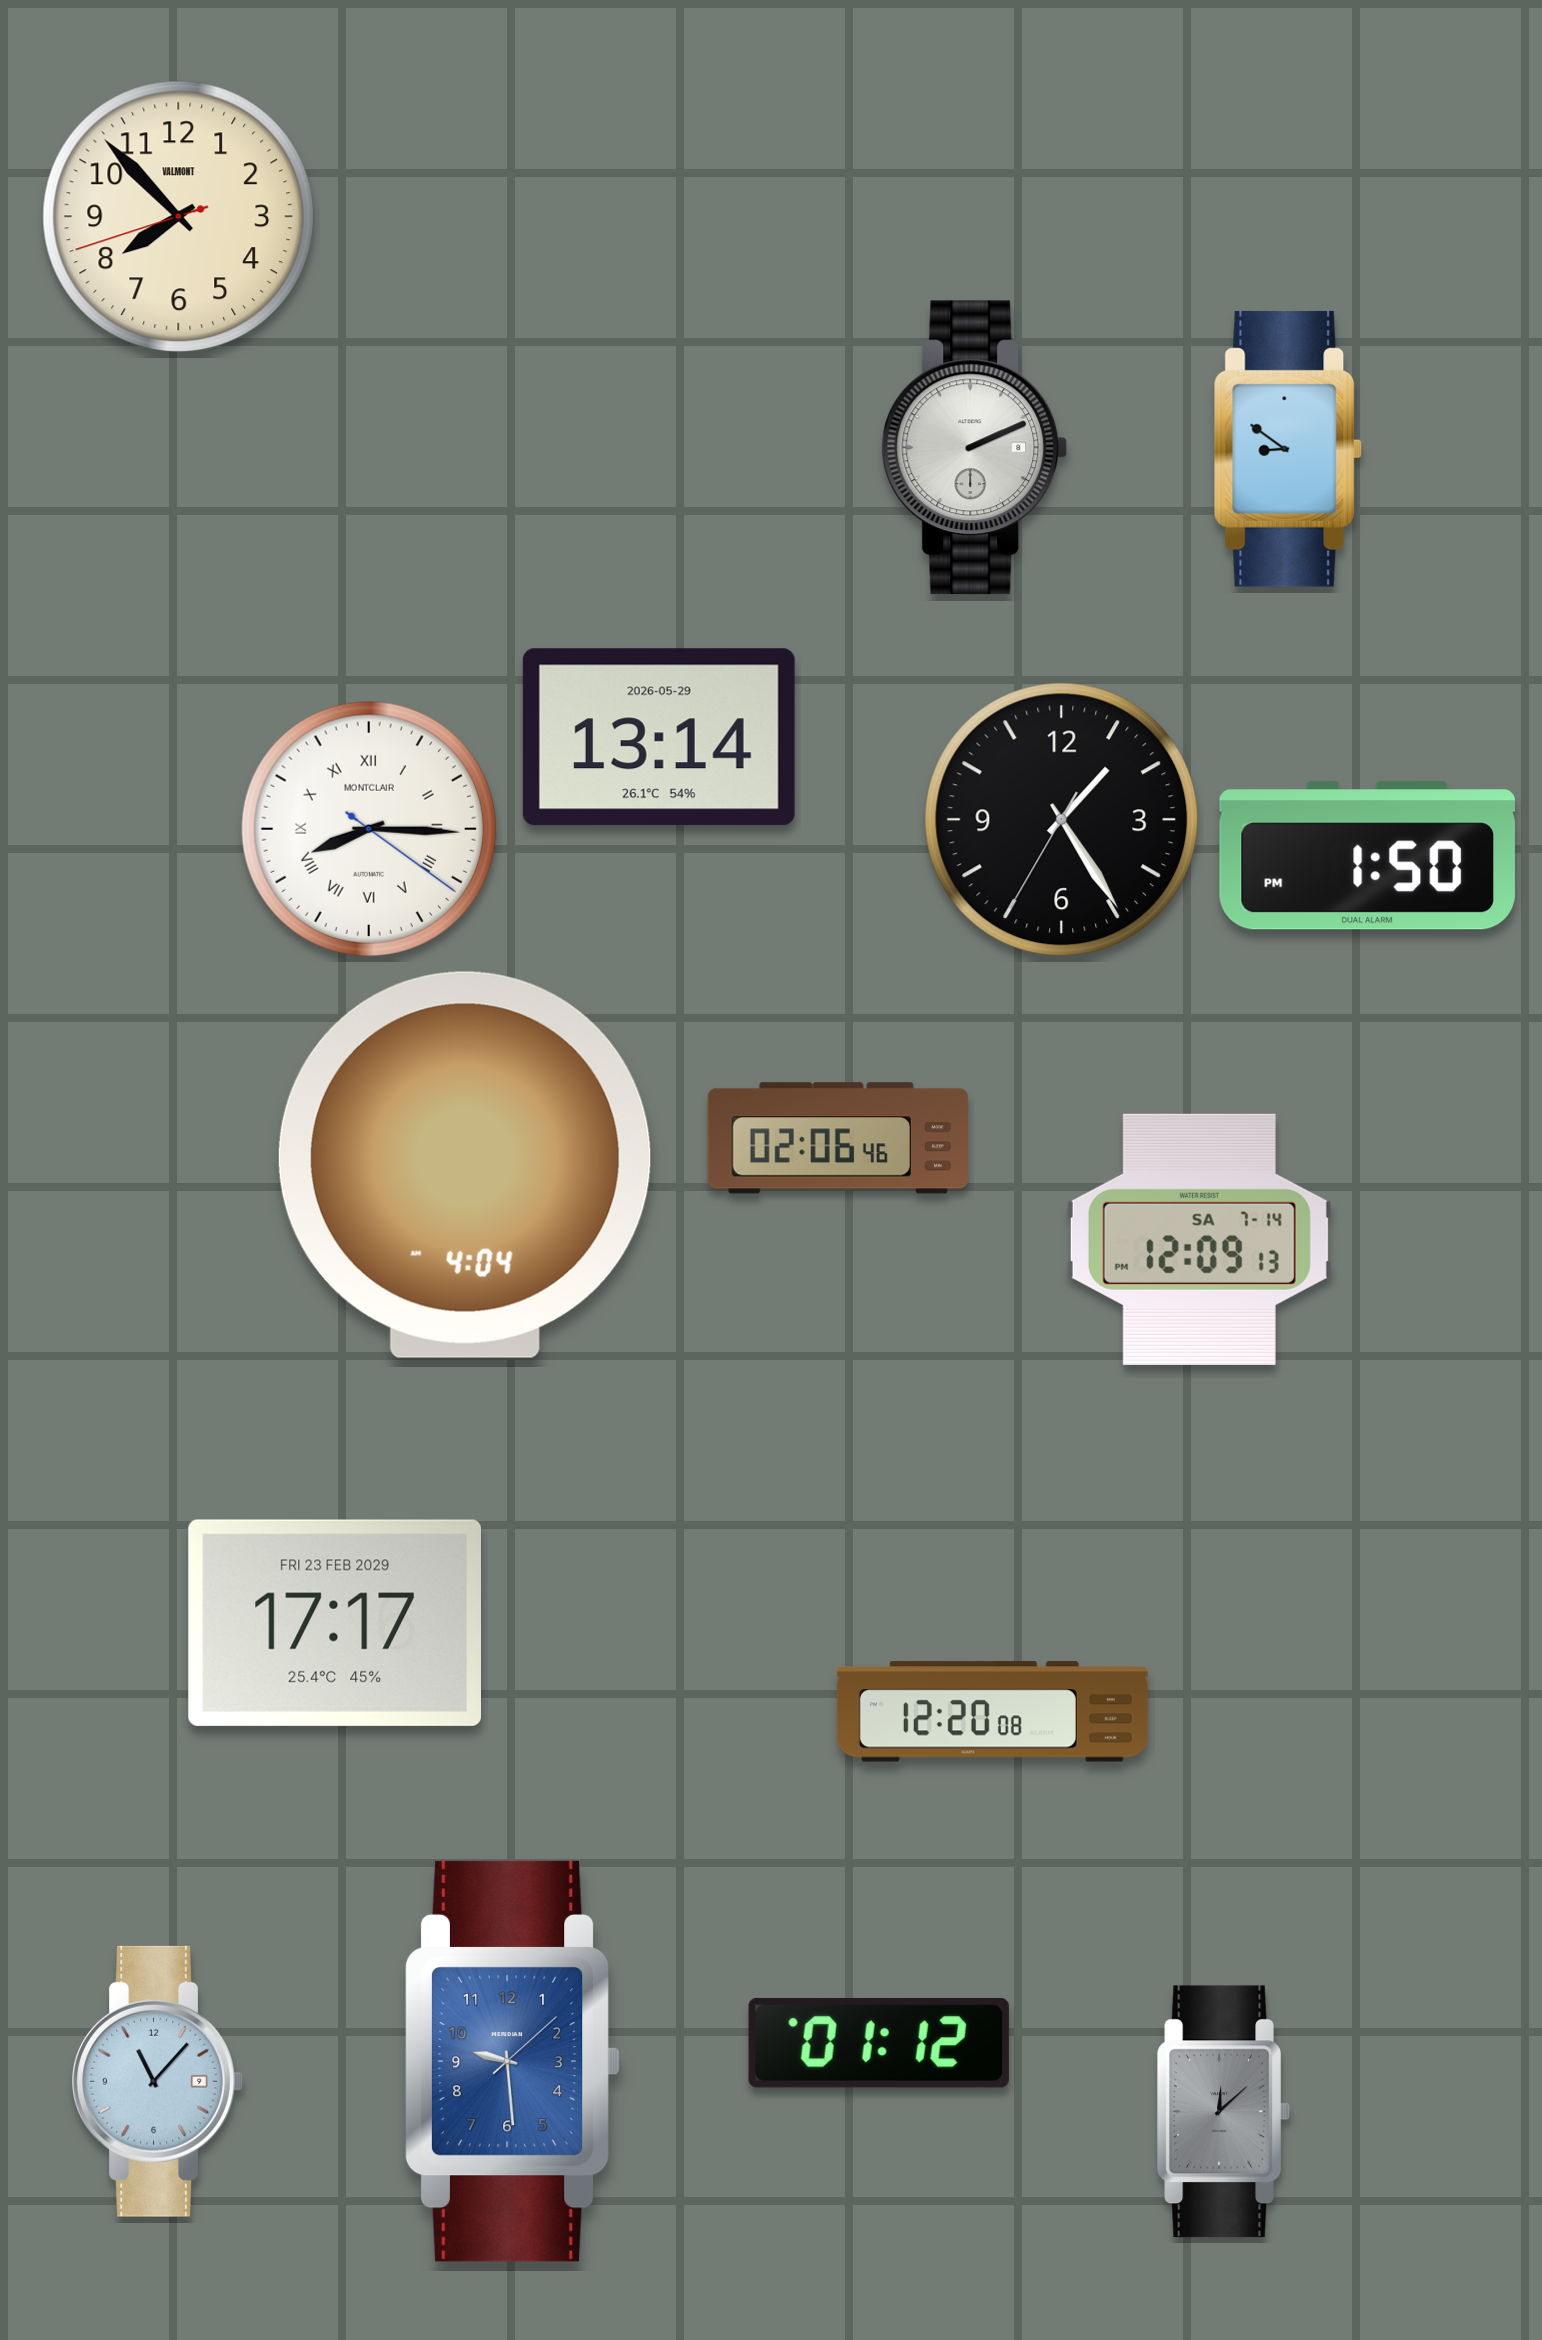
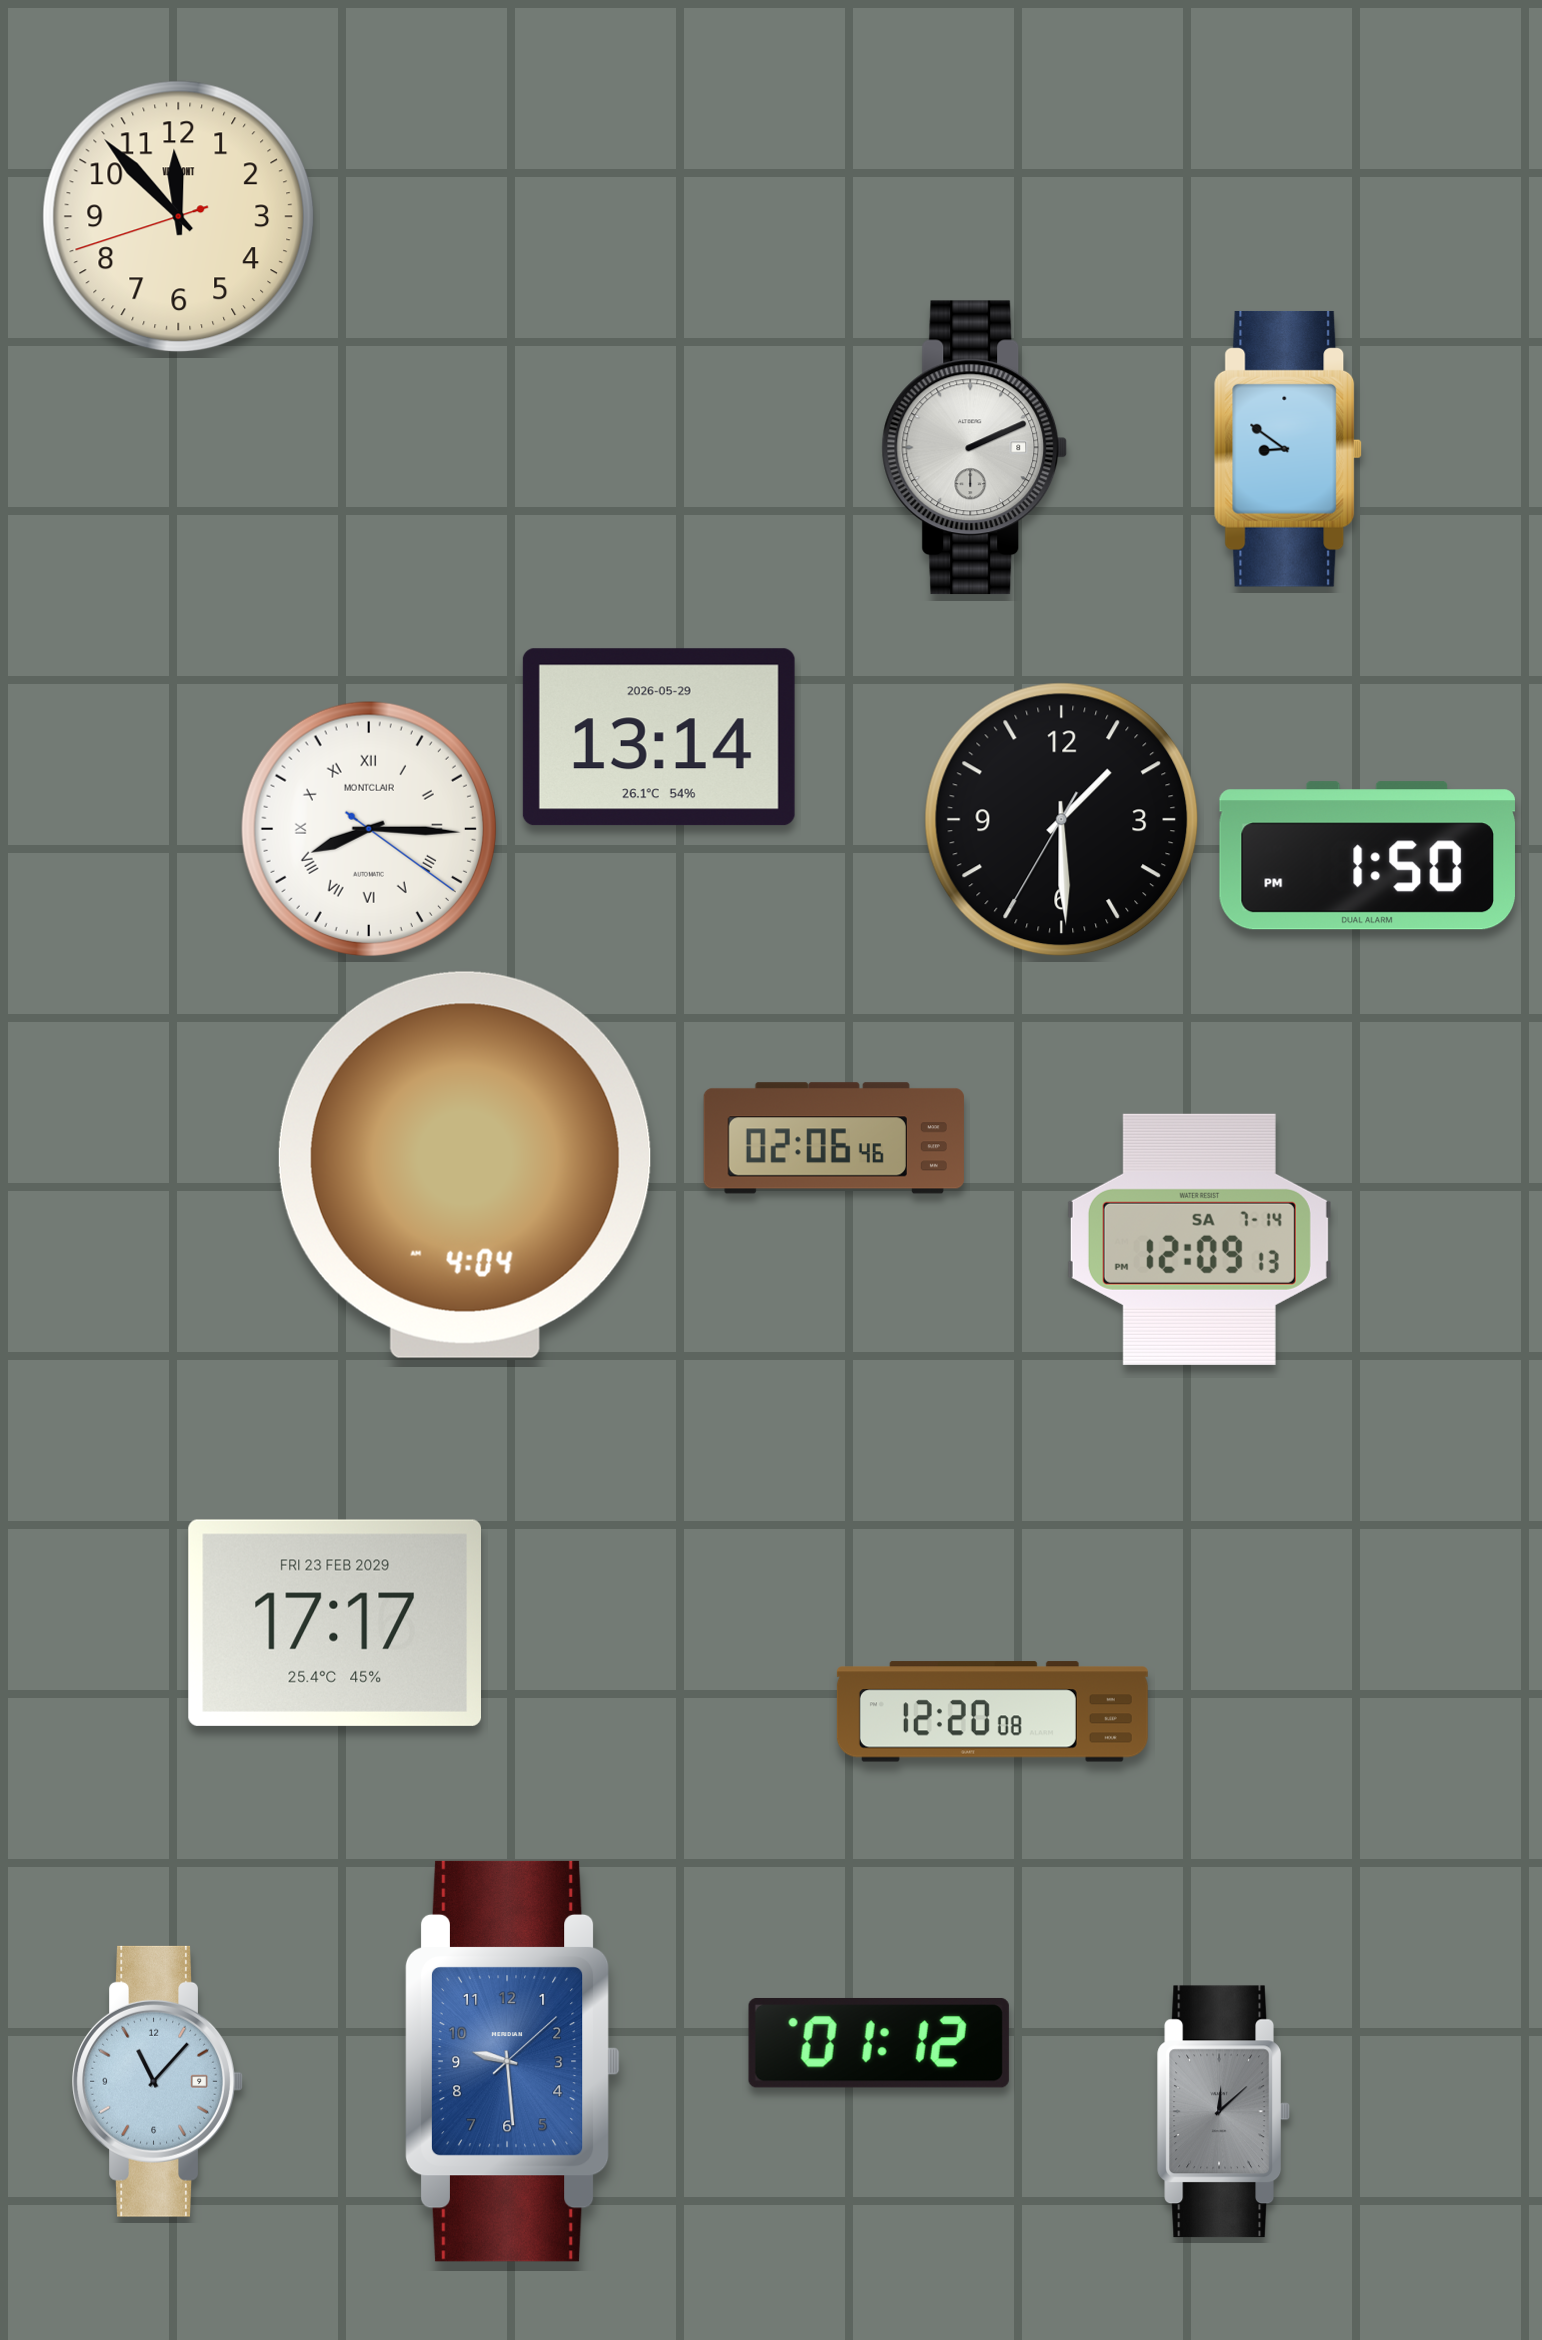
clock at (179, 217): 7:52 -> 11:52
clock at (1062, 820): 1:24 -> 1:29
clock at (838, 1138) position: (838, 1138) -> (834, 1138)
